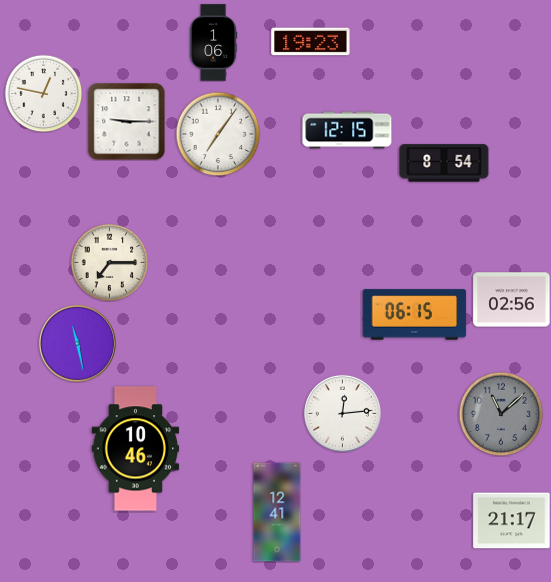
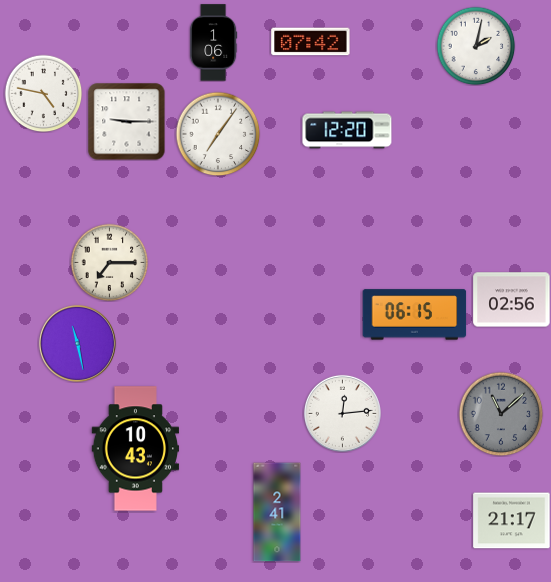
clock at (311, 42): 19:23 -> 07:42
clock at (476, 46): none -> 2:02
clock at (43, 93): 12:47 -> 4:47
clock at (347, 130): 12:15 -> 12:20
clock at (444, 163): 8:54 -> none
clock at (135, 449): 10:46 -> 10:43
clock at (277, 512): 12:41 -> 2:41
